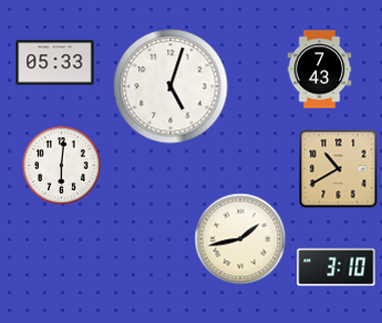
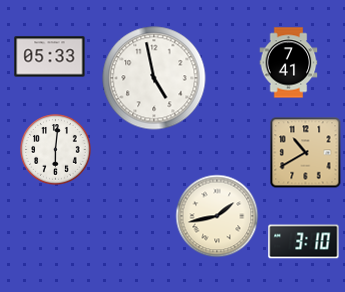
clock at (320, 70): 7:43 -> 7:41
clock at (171, 86): 5:03 -> 4:58
